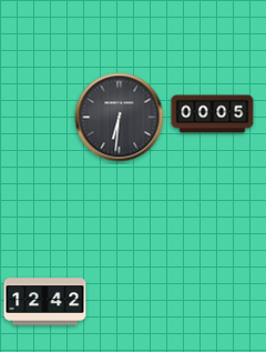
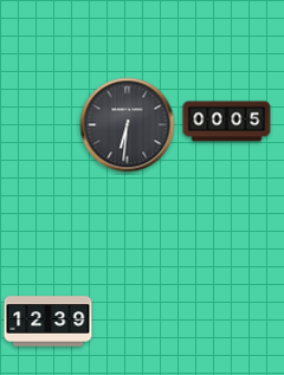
clock at (45, 302): 12:42 -> 12:39
